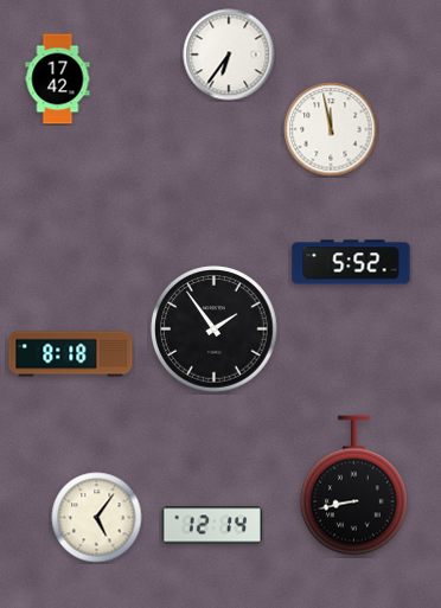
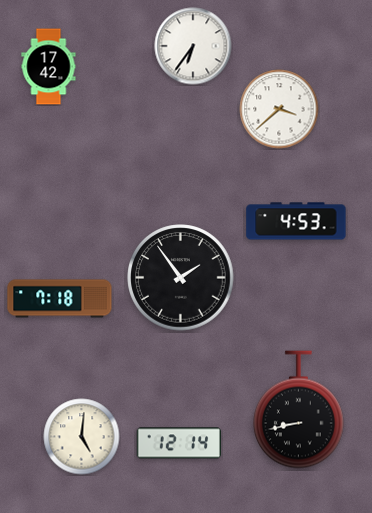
clock at (331, 129): 11:58 -> 3:38
clock at (351, 262): 5:52 -> 4:53
clock at (71, 354): 8:18 -> 7:18
clock at (97, 518): 5:06 -> 5:01
